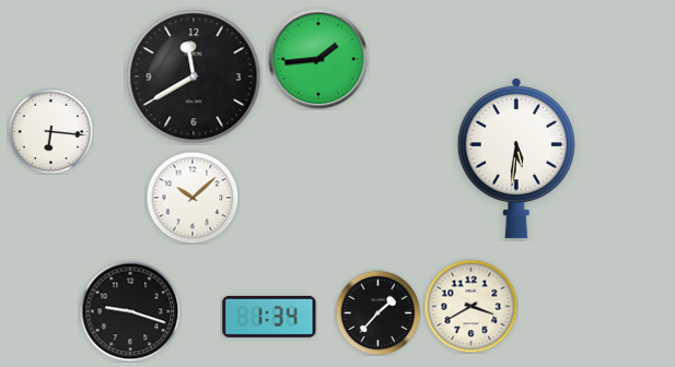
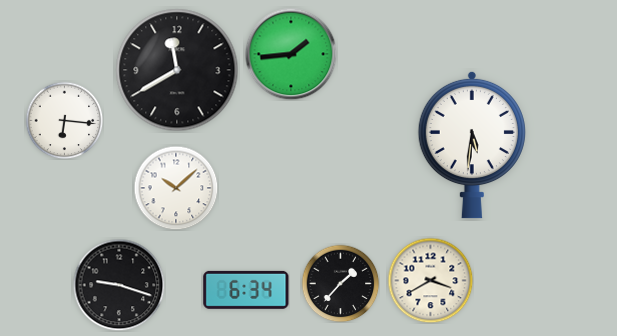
clock at (50, 131) position: (50, 131) -> (64, 120)
clock at (193, 198) position: (193, 198) -> (176, 188)
clock at (377, 312) position: (377, 312) -> (340, 283)
clock at (269, 317): 1:34 -> 6:34
